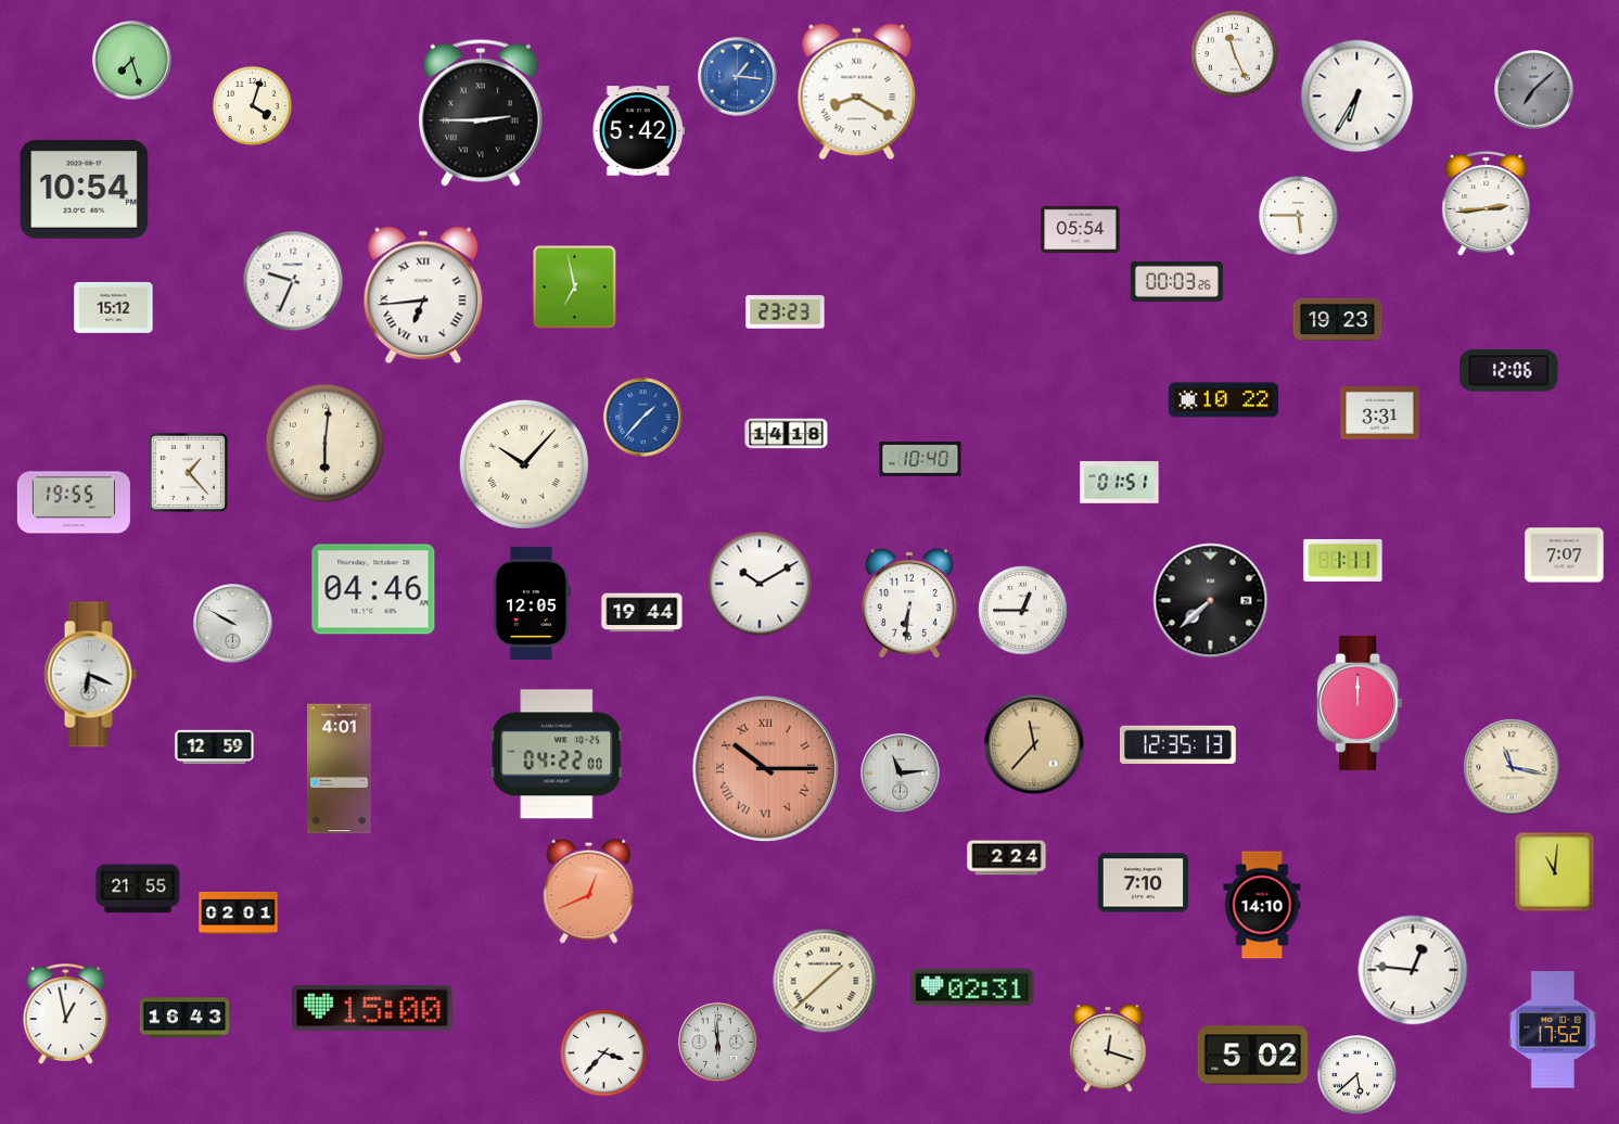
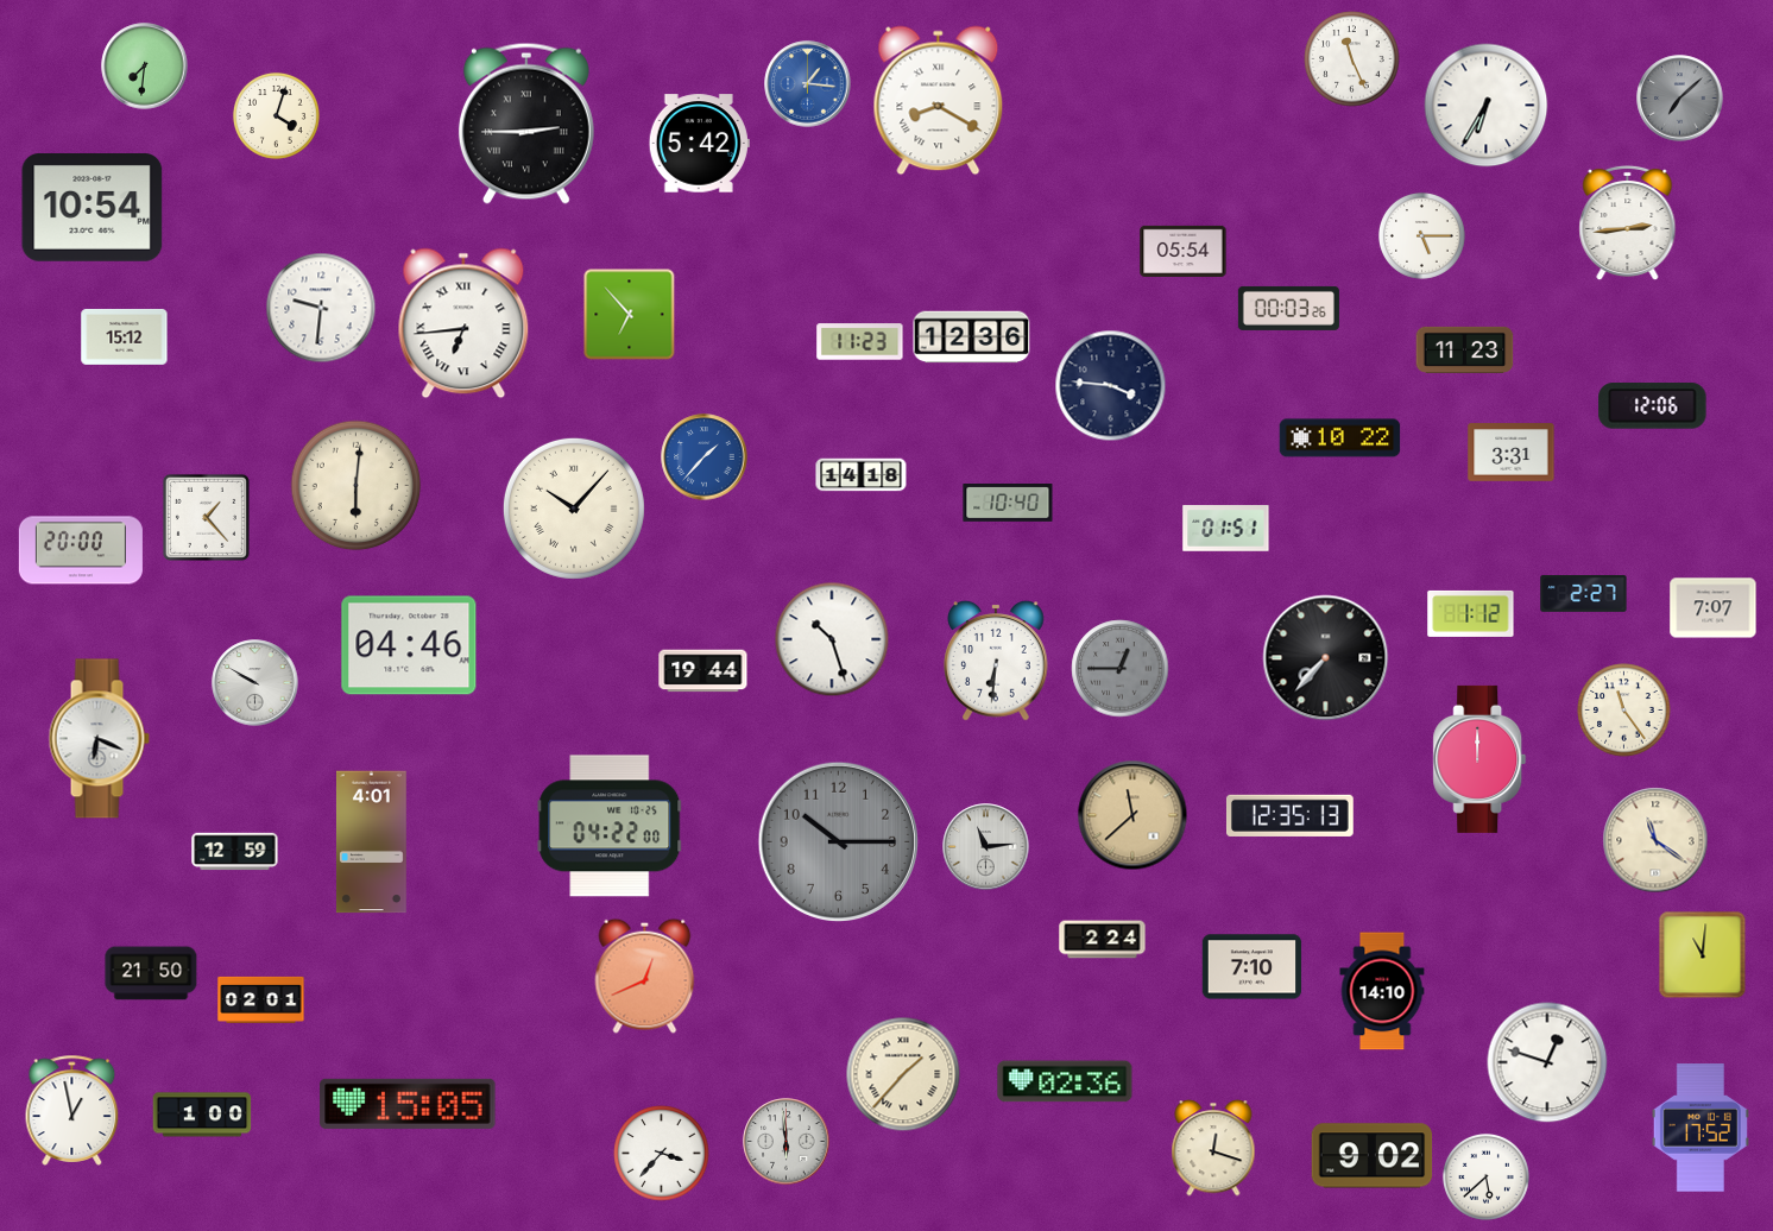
clock at (132, 61): 7:27 -> 7:31
clock at (1298, 215): 5:45 -> 5:15
clock at (293, 281): 9:34 -> 9:31
clock at (575, 288): 6:58 -> 6:53
clock at (972, 337): none -> 12:36
clock at (786, 312): 23:23 -> 11:23
clock at (1338, 319): 19:23 -> 11:23
clock at (1111, 386): none -> 3:46
clock at (74, 502): 19:55 -> 20:00
clock at (1584, 593): none -> 2:27
clock at (1343, 560): 1:11 -> 1:12
clock at (760, 584): 10:10 -> 10:27
clock at (1211, 601): 7:38 -> 7:37
clock at (532, 603): 12:05 -> none
clock at (1023, 611) dial: white -> grey
clock at (1624, 711): none -> 11:24
clock at (1360, 703) position: (1360, 703) -> (1479, 759)
clock at (1034, 744): 11:37 -> 11:38
clock at (215, 748) position: (215, 748) -> (235, 852)
clock at (1512, 767): 11:17 -> 11:21
clock at (765, 768) dial: salmon -> grey
clock at (765, 768) numerals: Roman -> Arabic
clock at (138, 889): 21:55 -> 21:50
clock at (1413, 970): 12:46 -> 12:48
clock at (825, 981): 1:38 -> 1:37
clock at (972, 987): 02:31 -> 02:36
clock at (372, 1008): 15:00 -> 15:05
clock at (184, 1018): 16:43 -> 1:00
clock at (1253, 1056): 5:02 -> 9:02
